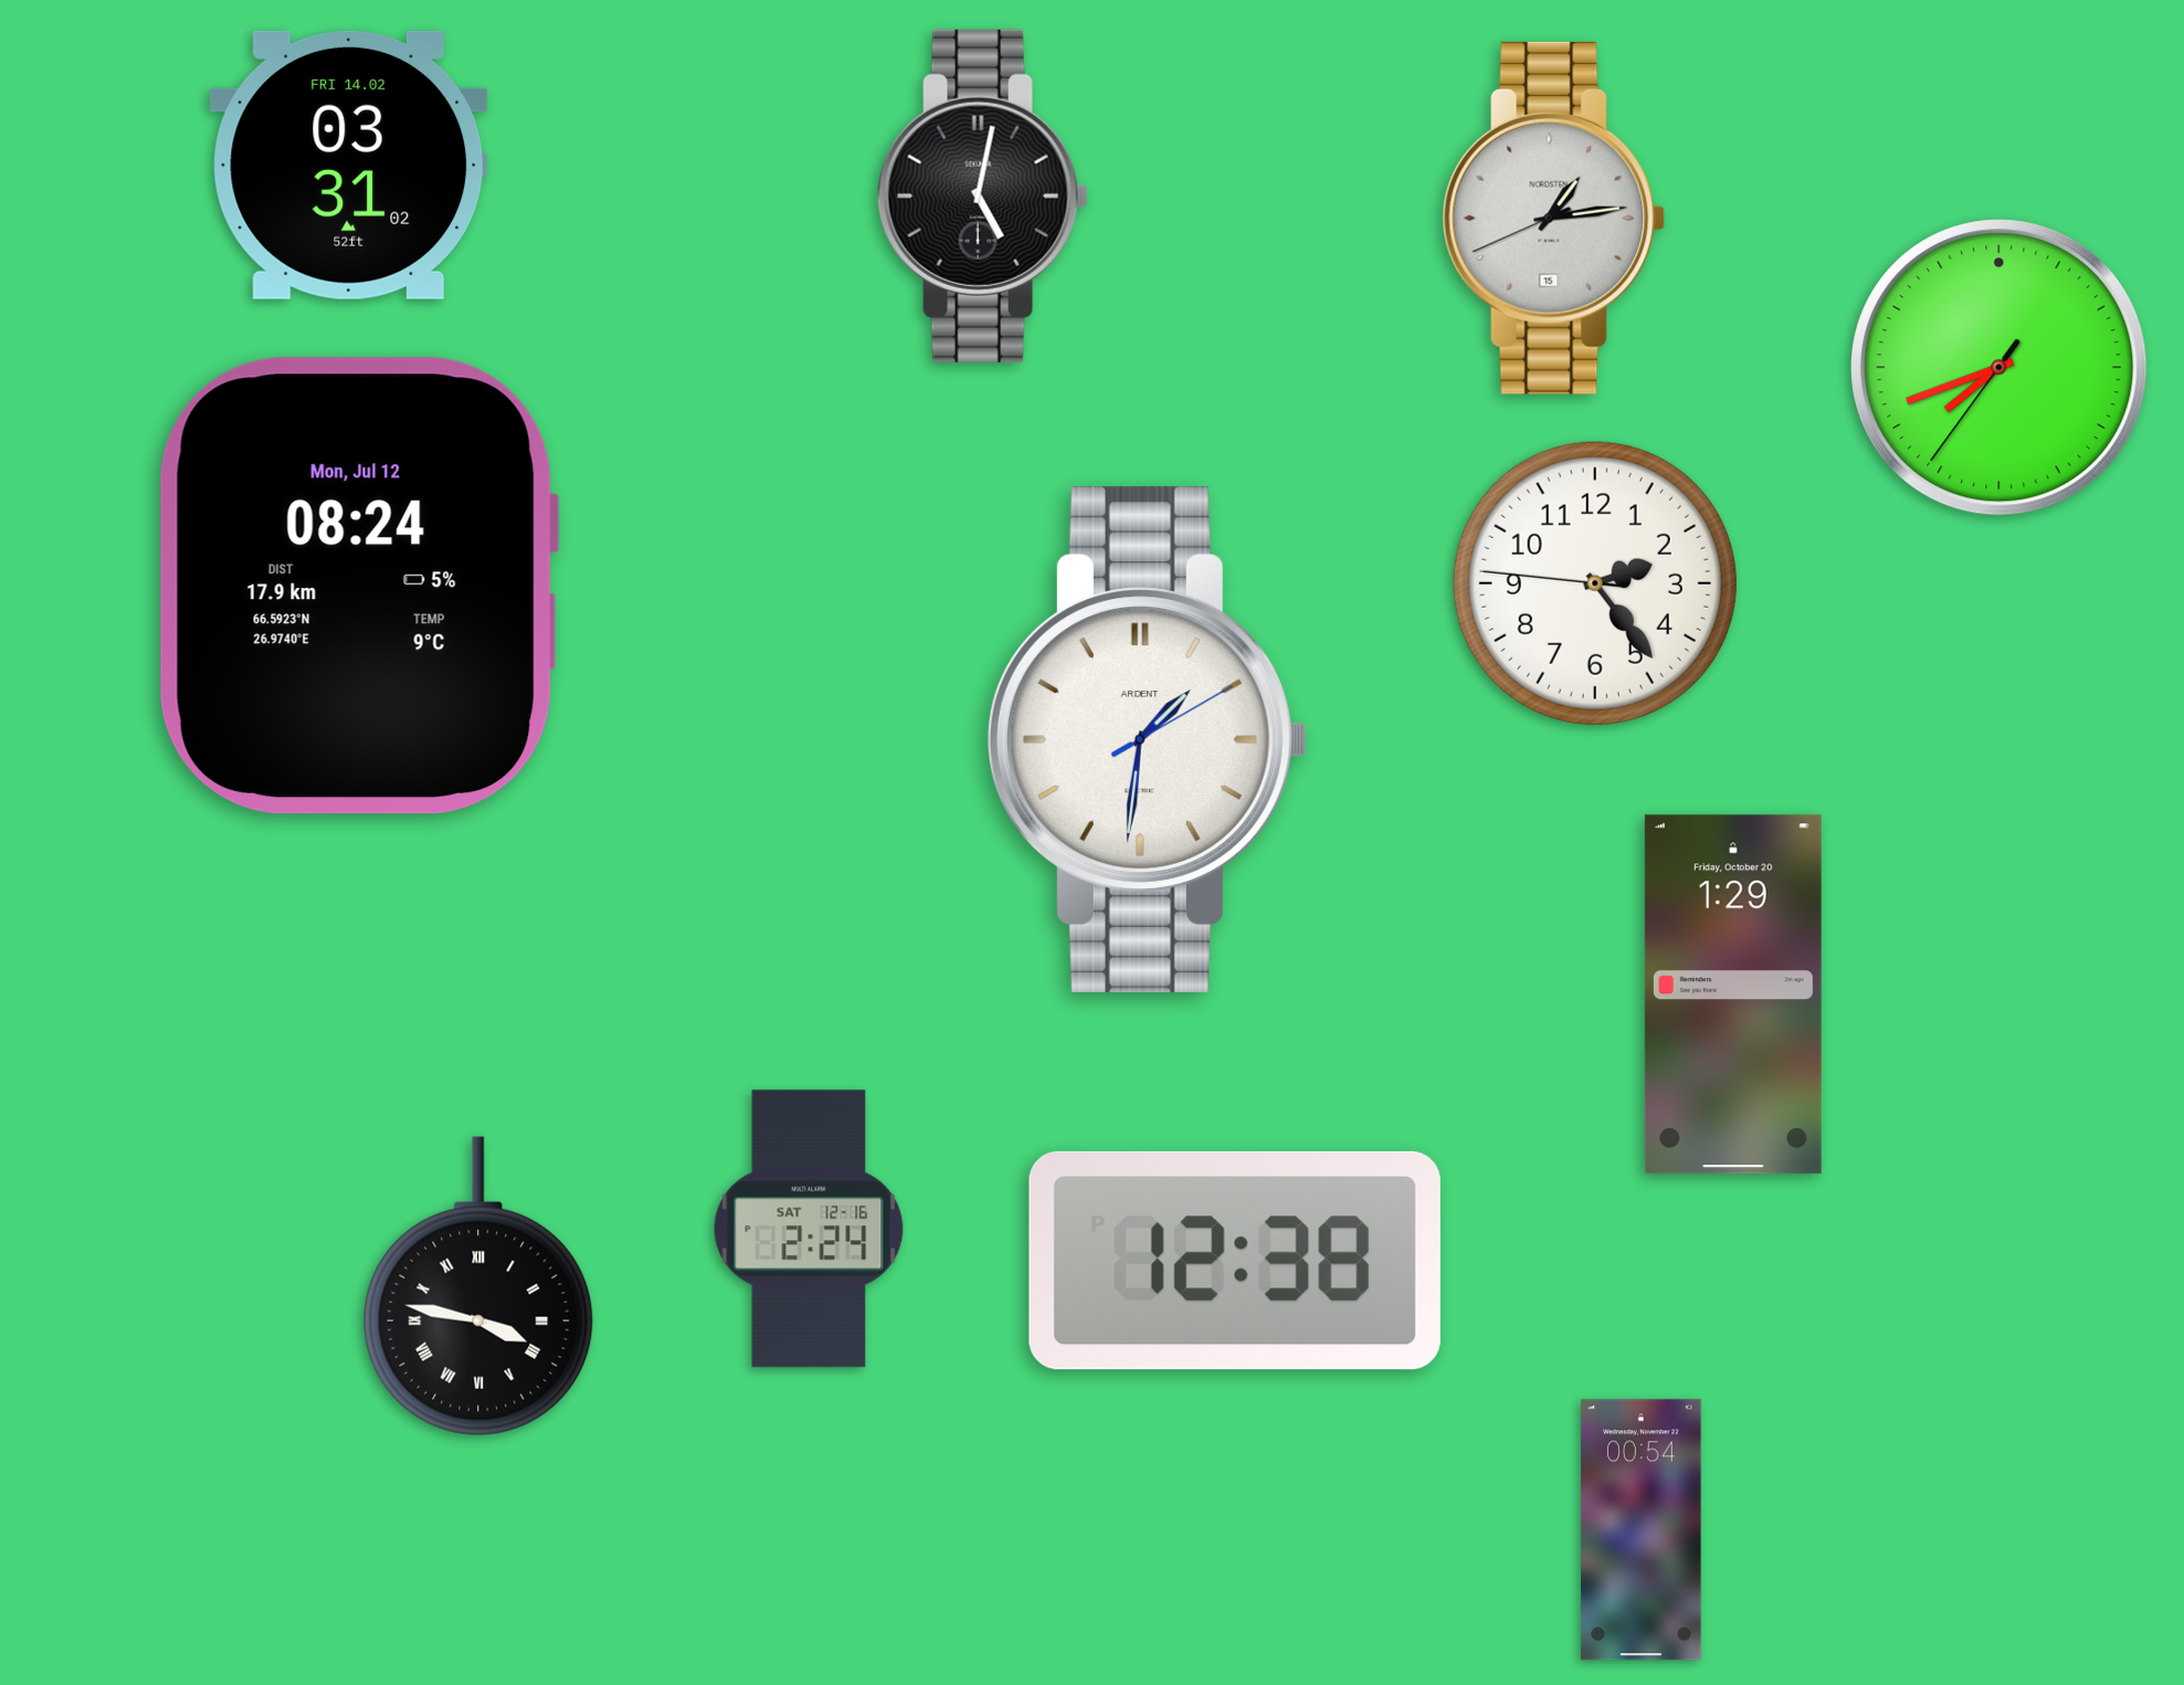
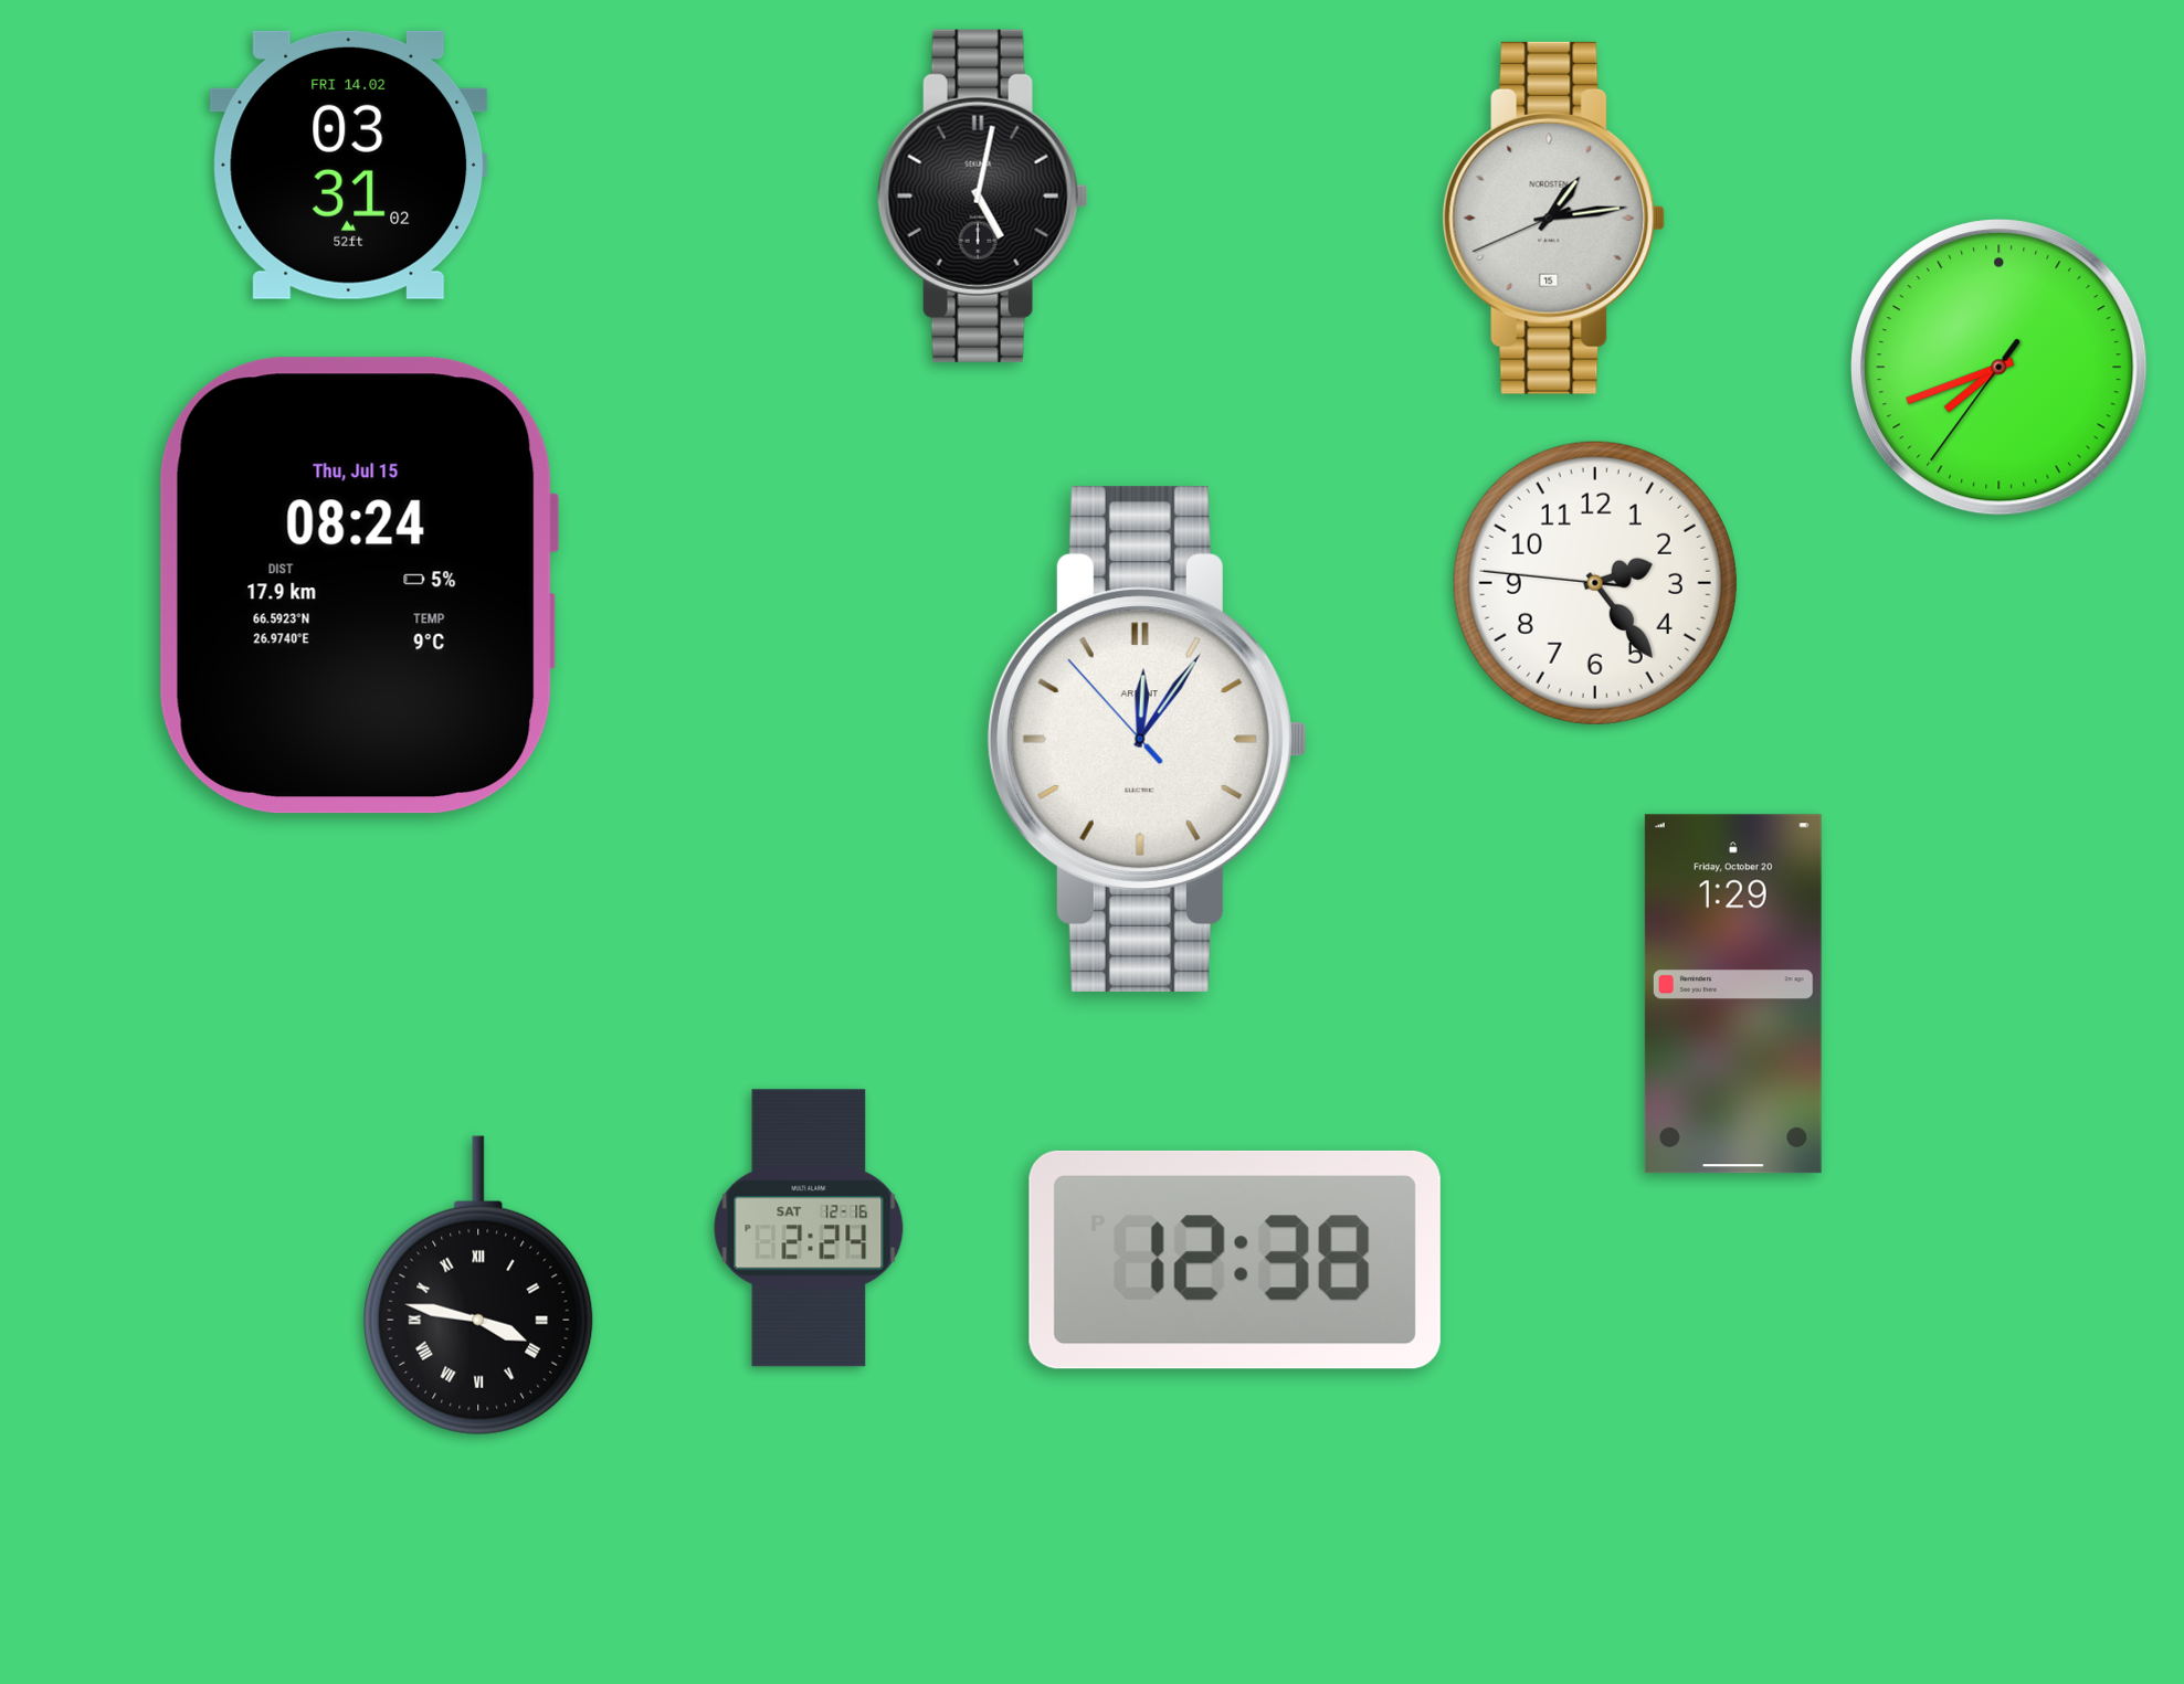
clock at (359, 586) date: Mon, Jul 12 -> Thu, Jul 15
clock at (1147, 739): 1:31 -> 12:05
clock at (1642, 1530): 00:54 -> none
